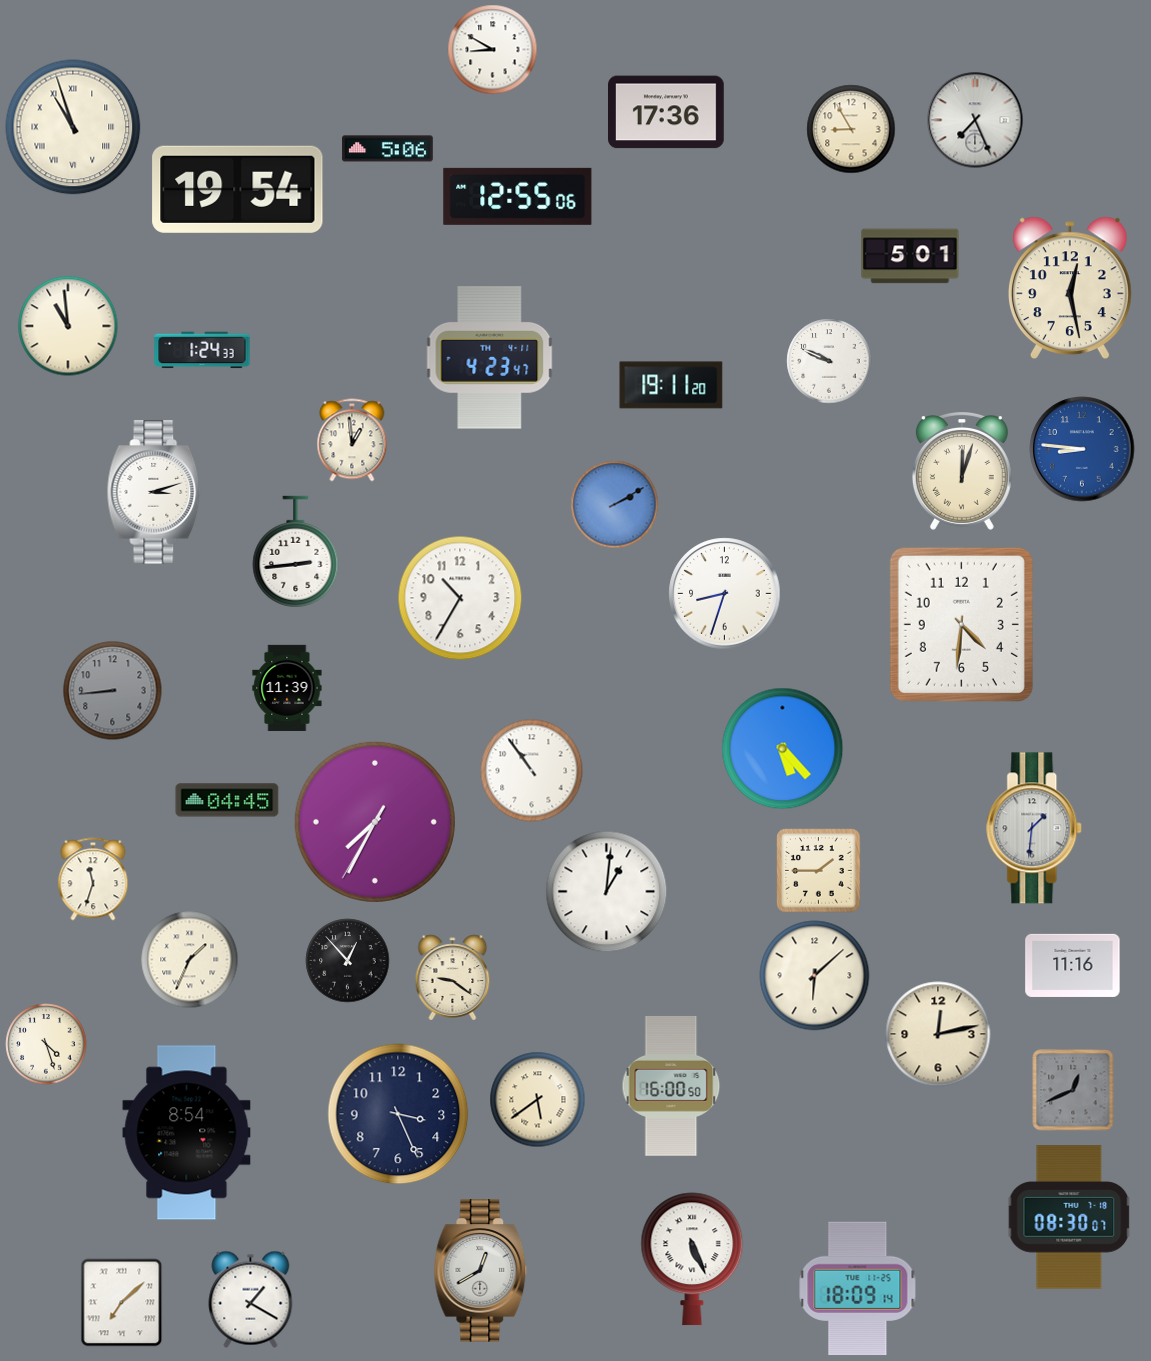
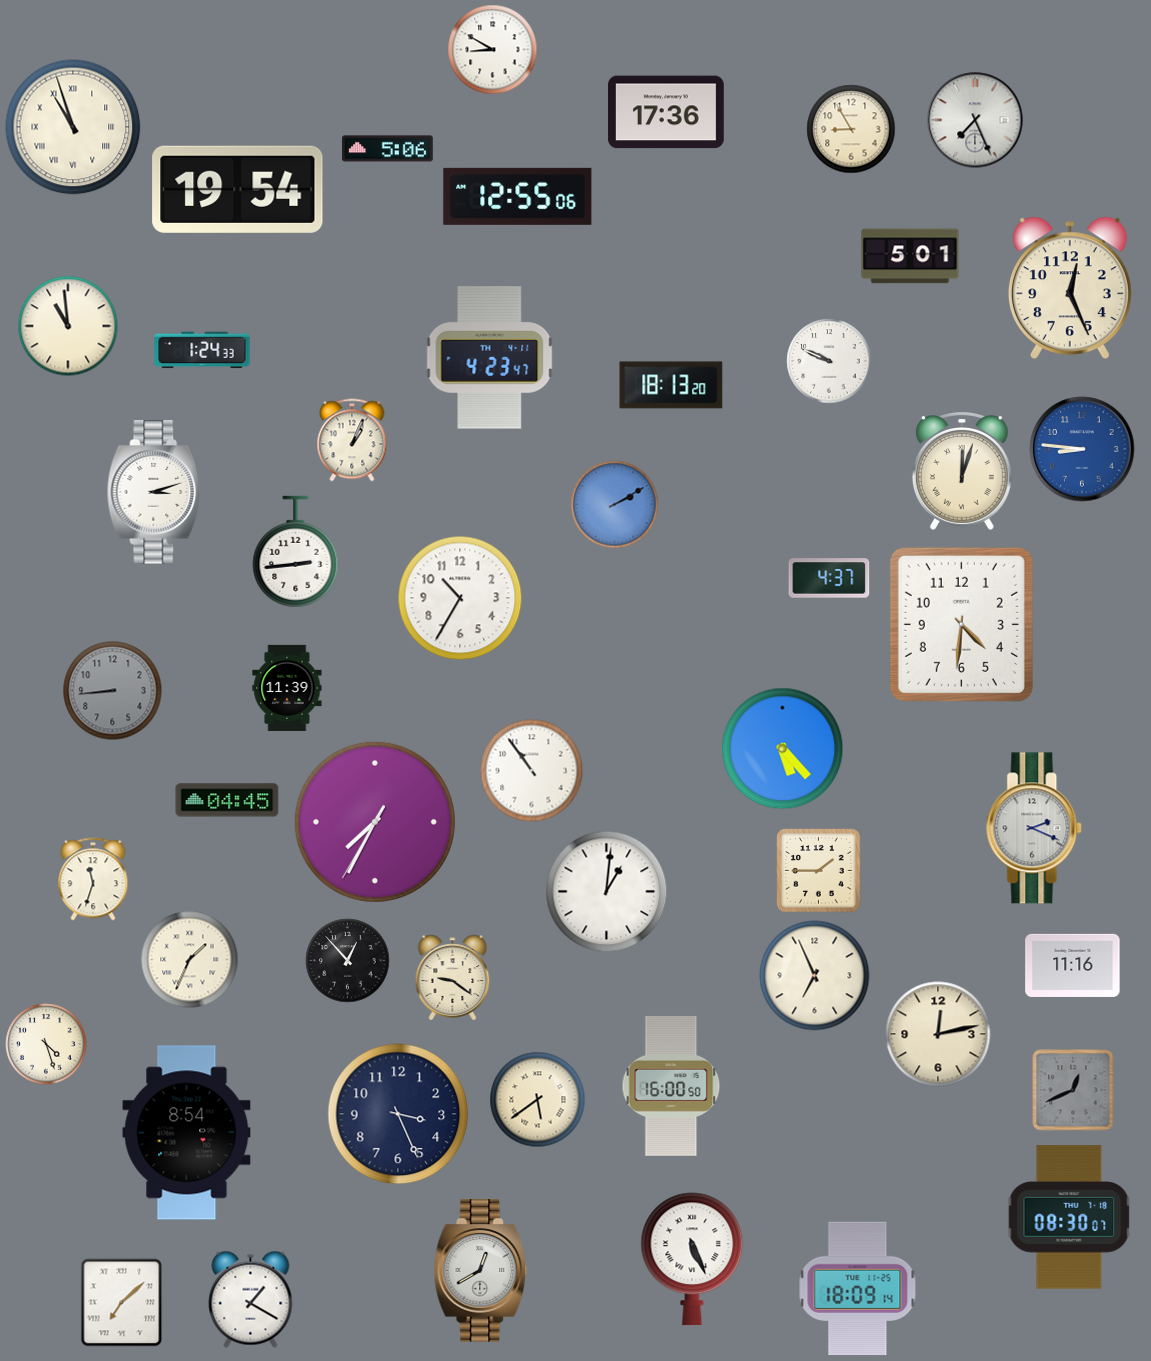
clock at (1070, 287): 12:28 -> 12:26
clock at (671, 385): 19:11 -> 18:13
clock at (352, 440): 12:59 -> 1:04
clock at (829, 578): none -> 4:37
clock at (725, 594): 8:33 -> none
clock at (1035, 828): 1:31 -> 2:19
clock at (815, 976): 6:08 -> 6:56
